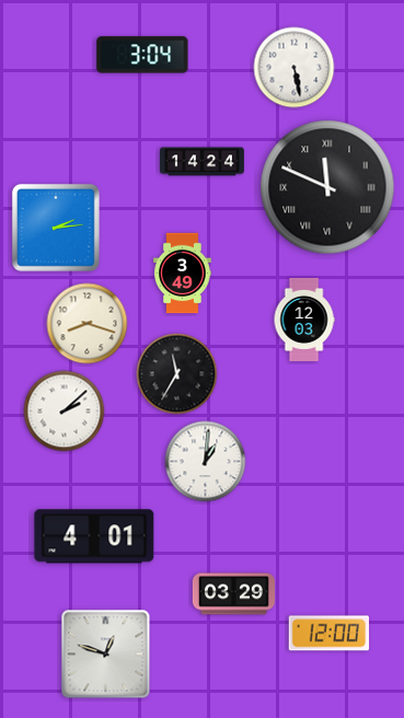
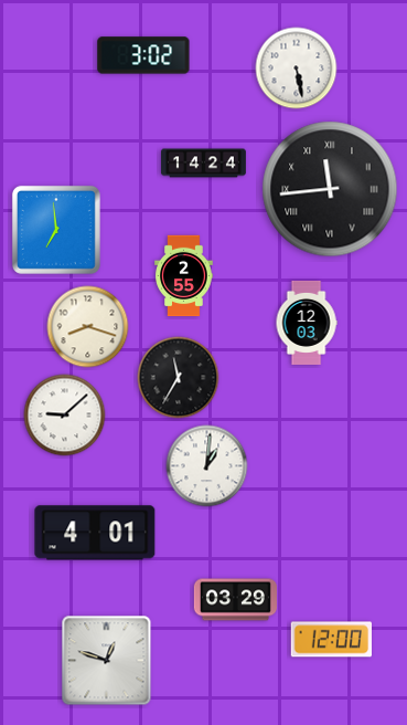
clock at (142, 55): 3:04 -> 3:02
clock at (327, 187): 11:49 -> 11:44
clock at (56, 228): 2:14 -> 6:59
clock at (183, 274): 3:49 -> 2:55
clock at (65, 412): 2:08 -> 9:08
clock at (94, 536) position: (94, 536) -> (95, 533)
